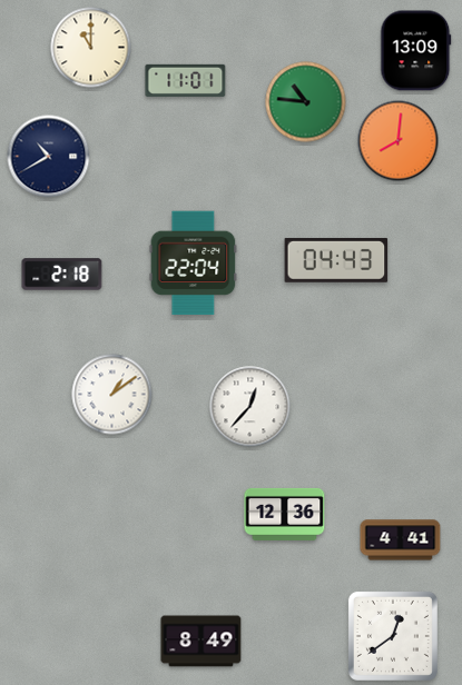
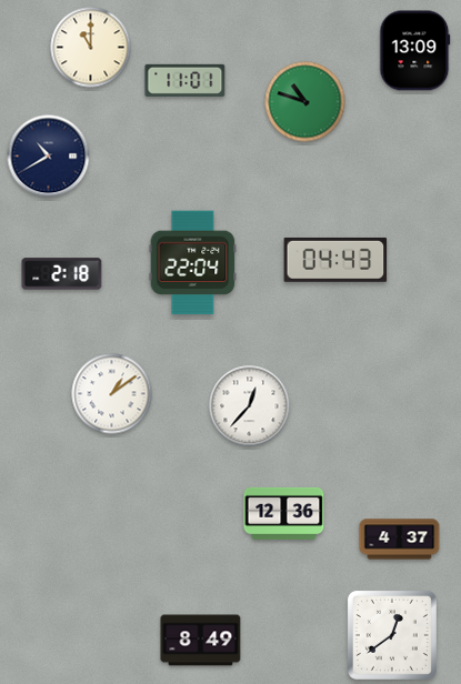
clock at (306, 102): 10:46 -> 10:48
clock at (399, 141): 8:01 -> none
clock at (401, 540): 4:41 -> 4:37
